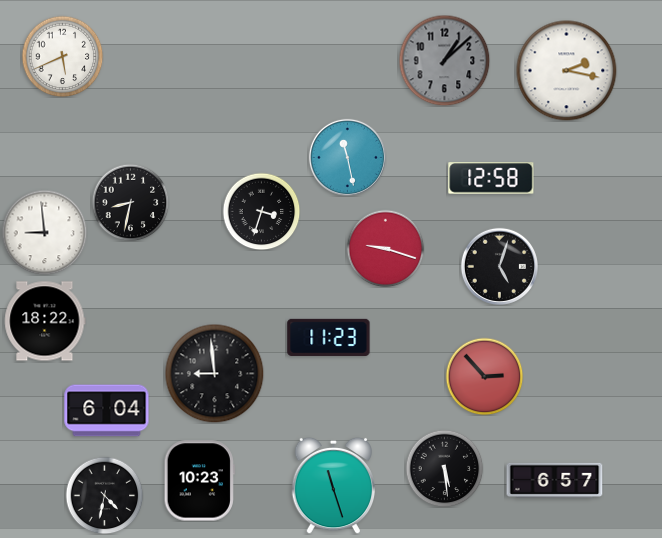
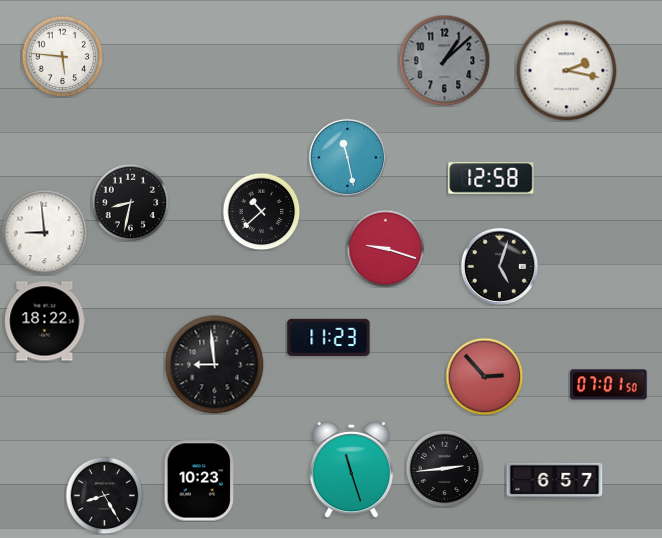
clock at (62, 56): 5:41 -> 5:46
clock at (261, 211): 3:33 -> 10:38
clock at (215, 374) position: (215, 374) -> (215, 365)
clock at (609, 385): none -> 07:01
clock at (107, 411): 6:04 -> none
clock at (444, 468): 5:29 -> 2:44
clock at (333, 485) position: (333, 485) -> (351, 469)
clock at (104, 495): 4:32 -> 8:25
